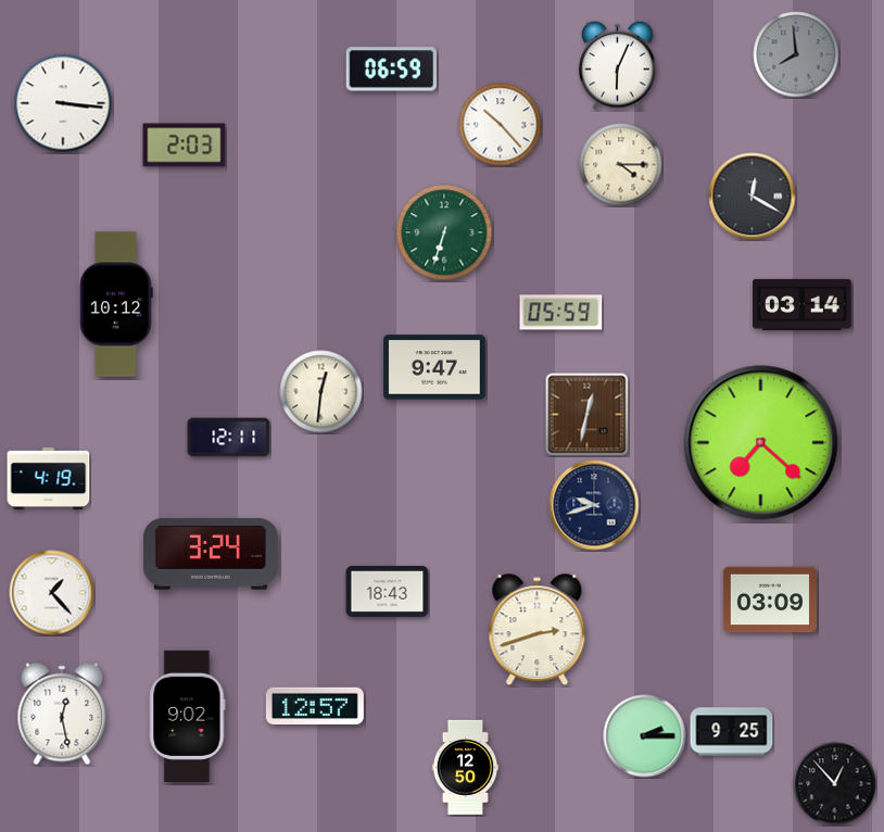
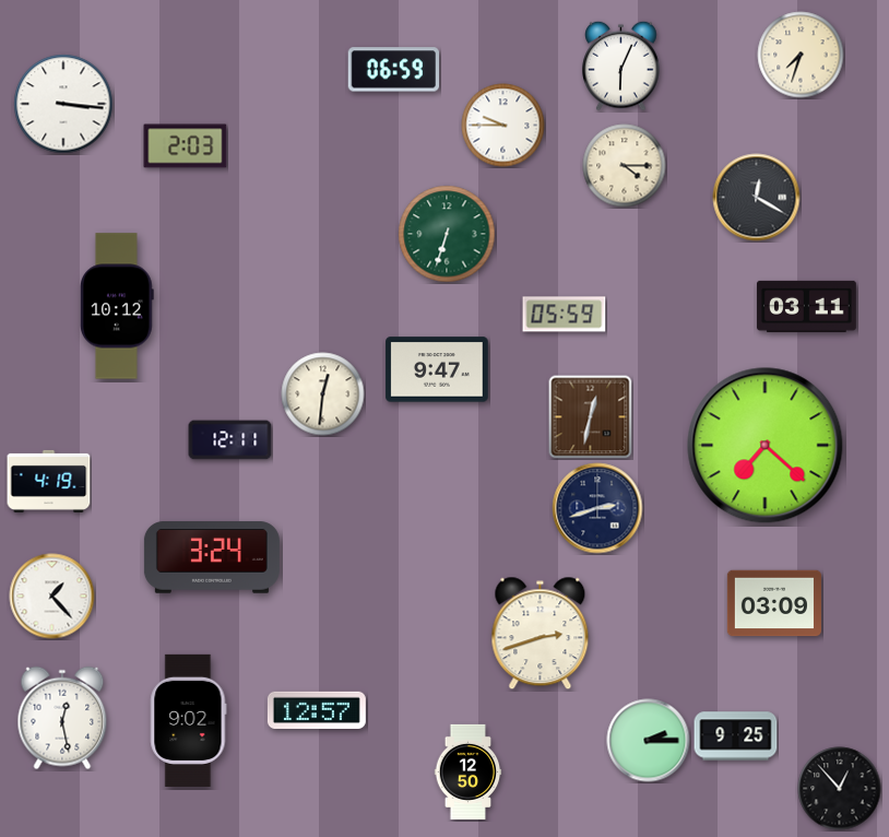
clock at (796, 54): 7:59 -> 7:33
clock at (796, 54) dial: grey -> cream
clock at (501, 125): 10:23 -> 9:45
clock at (801, 304): 03:14 -> 03:11
clock at (594, 505): 9:42 -> 2:42
clock at (388, 591): 18:43 -> none
